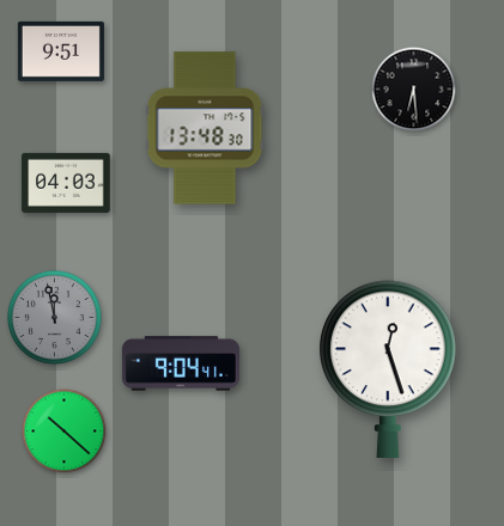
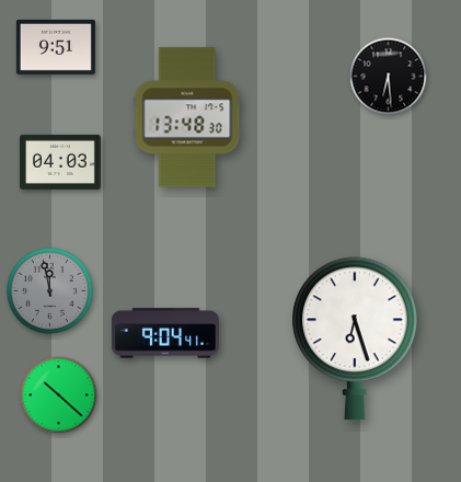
clock at (414, 90) position: (414, 90) -> (389, 77)
clock at (66, 183) position: (66, 183) -> (60, 162)
clock at (388, 368): 12:27 -> 6:27
